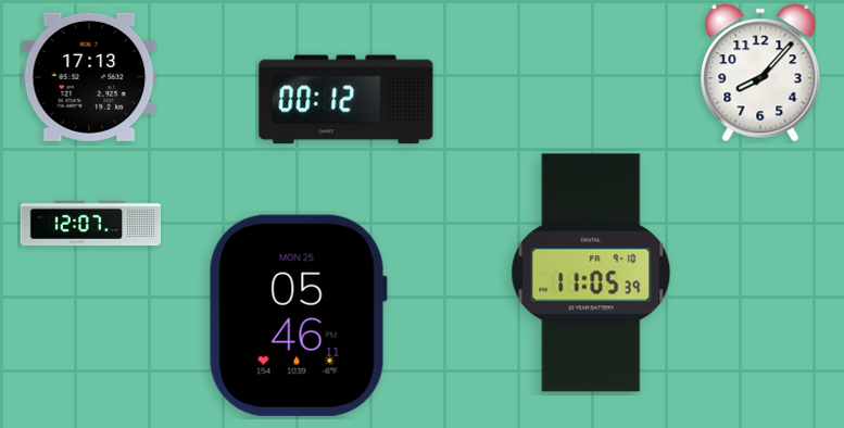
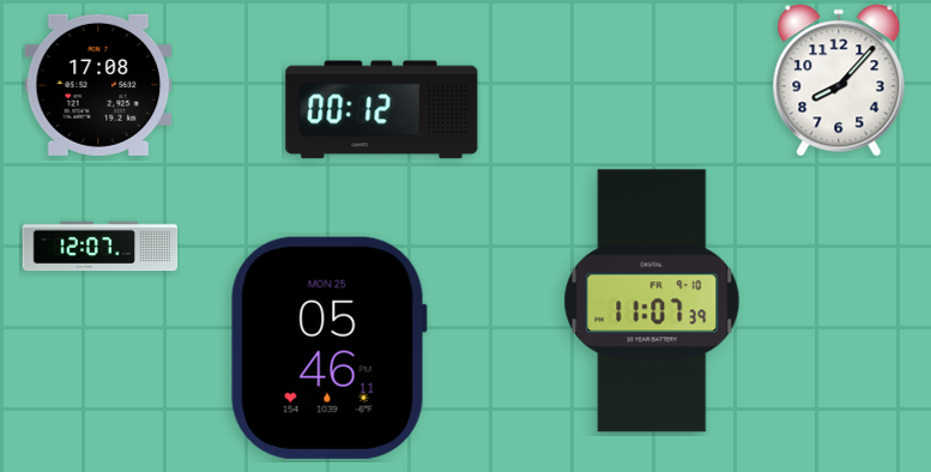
clock at (89, 77): 17:13 -> 17:08
clock at (591, 273): 11:05 -> 11:07
